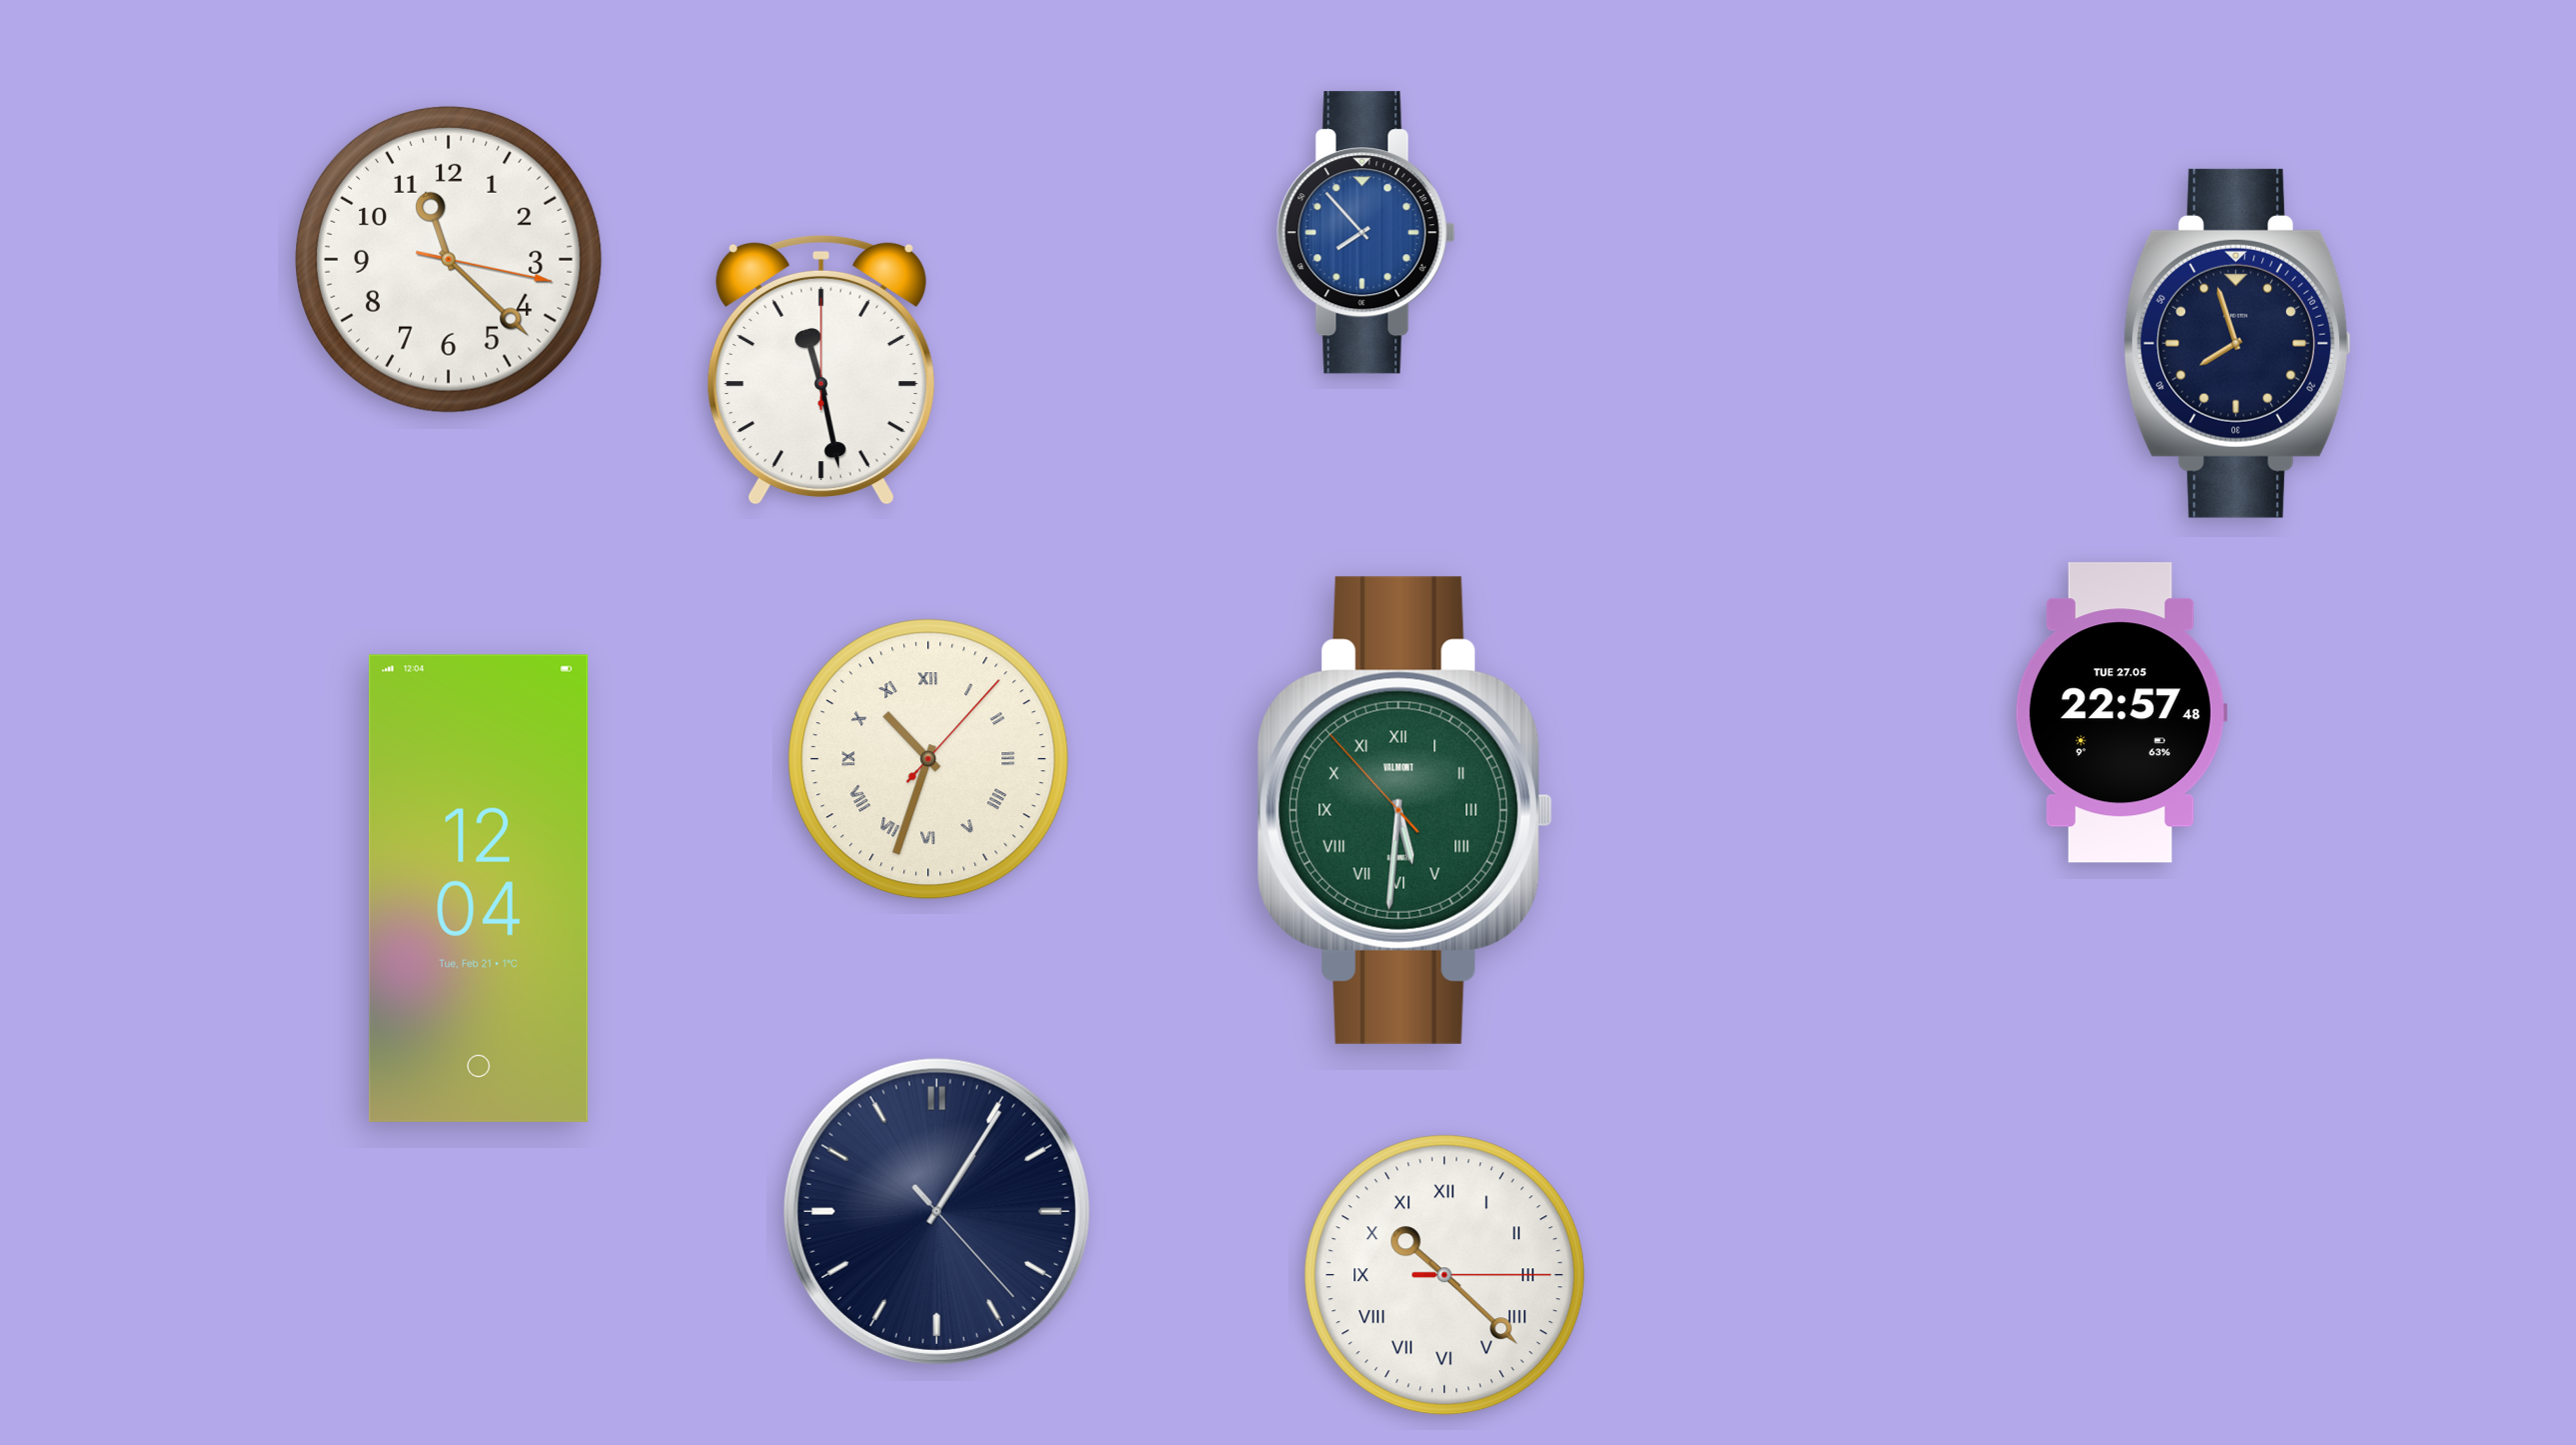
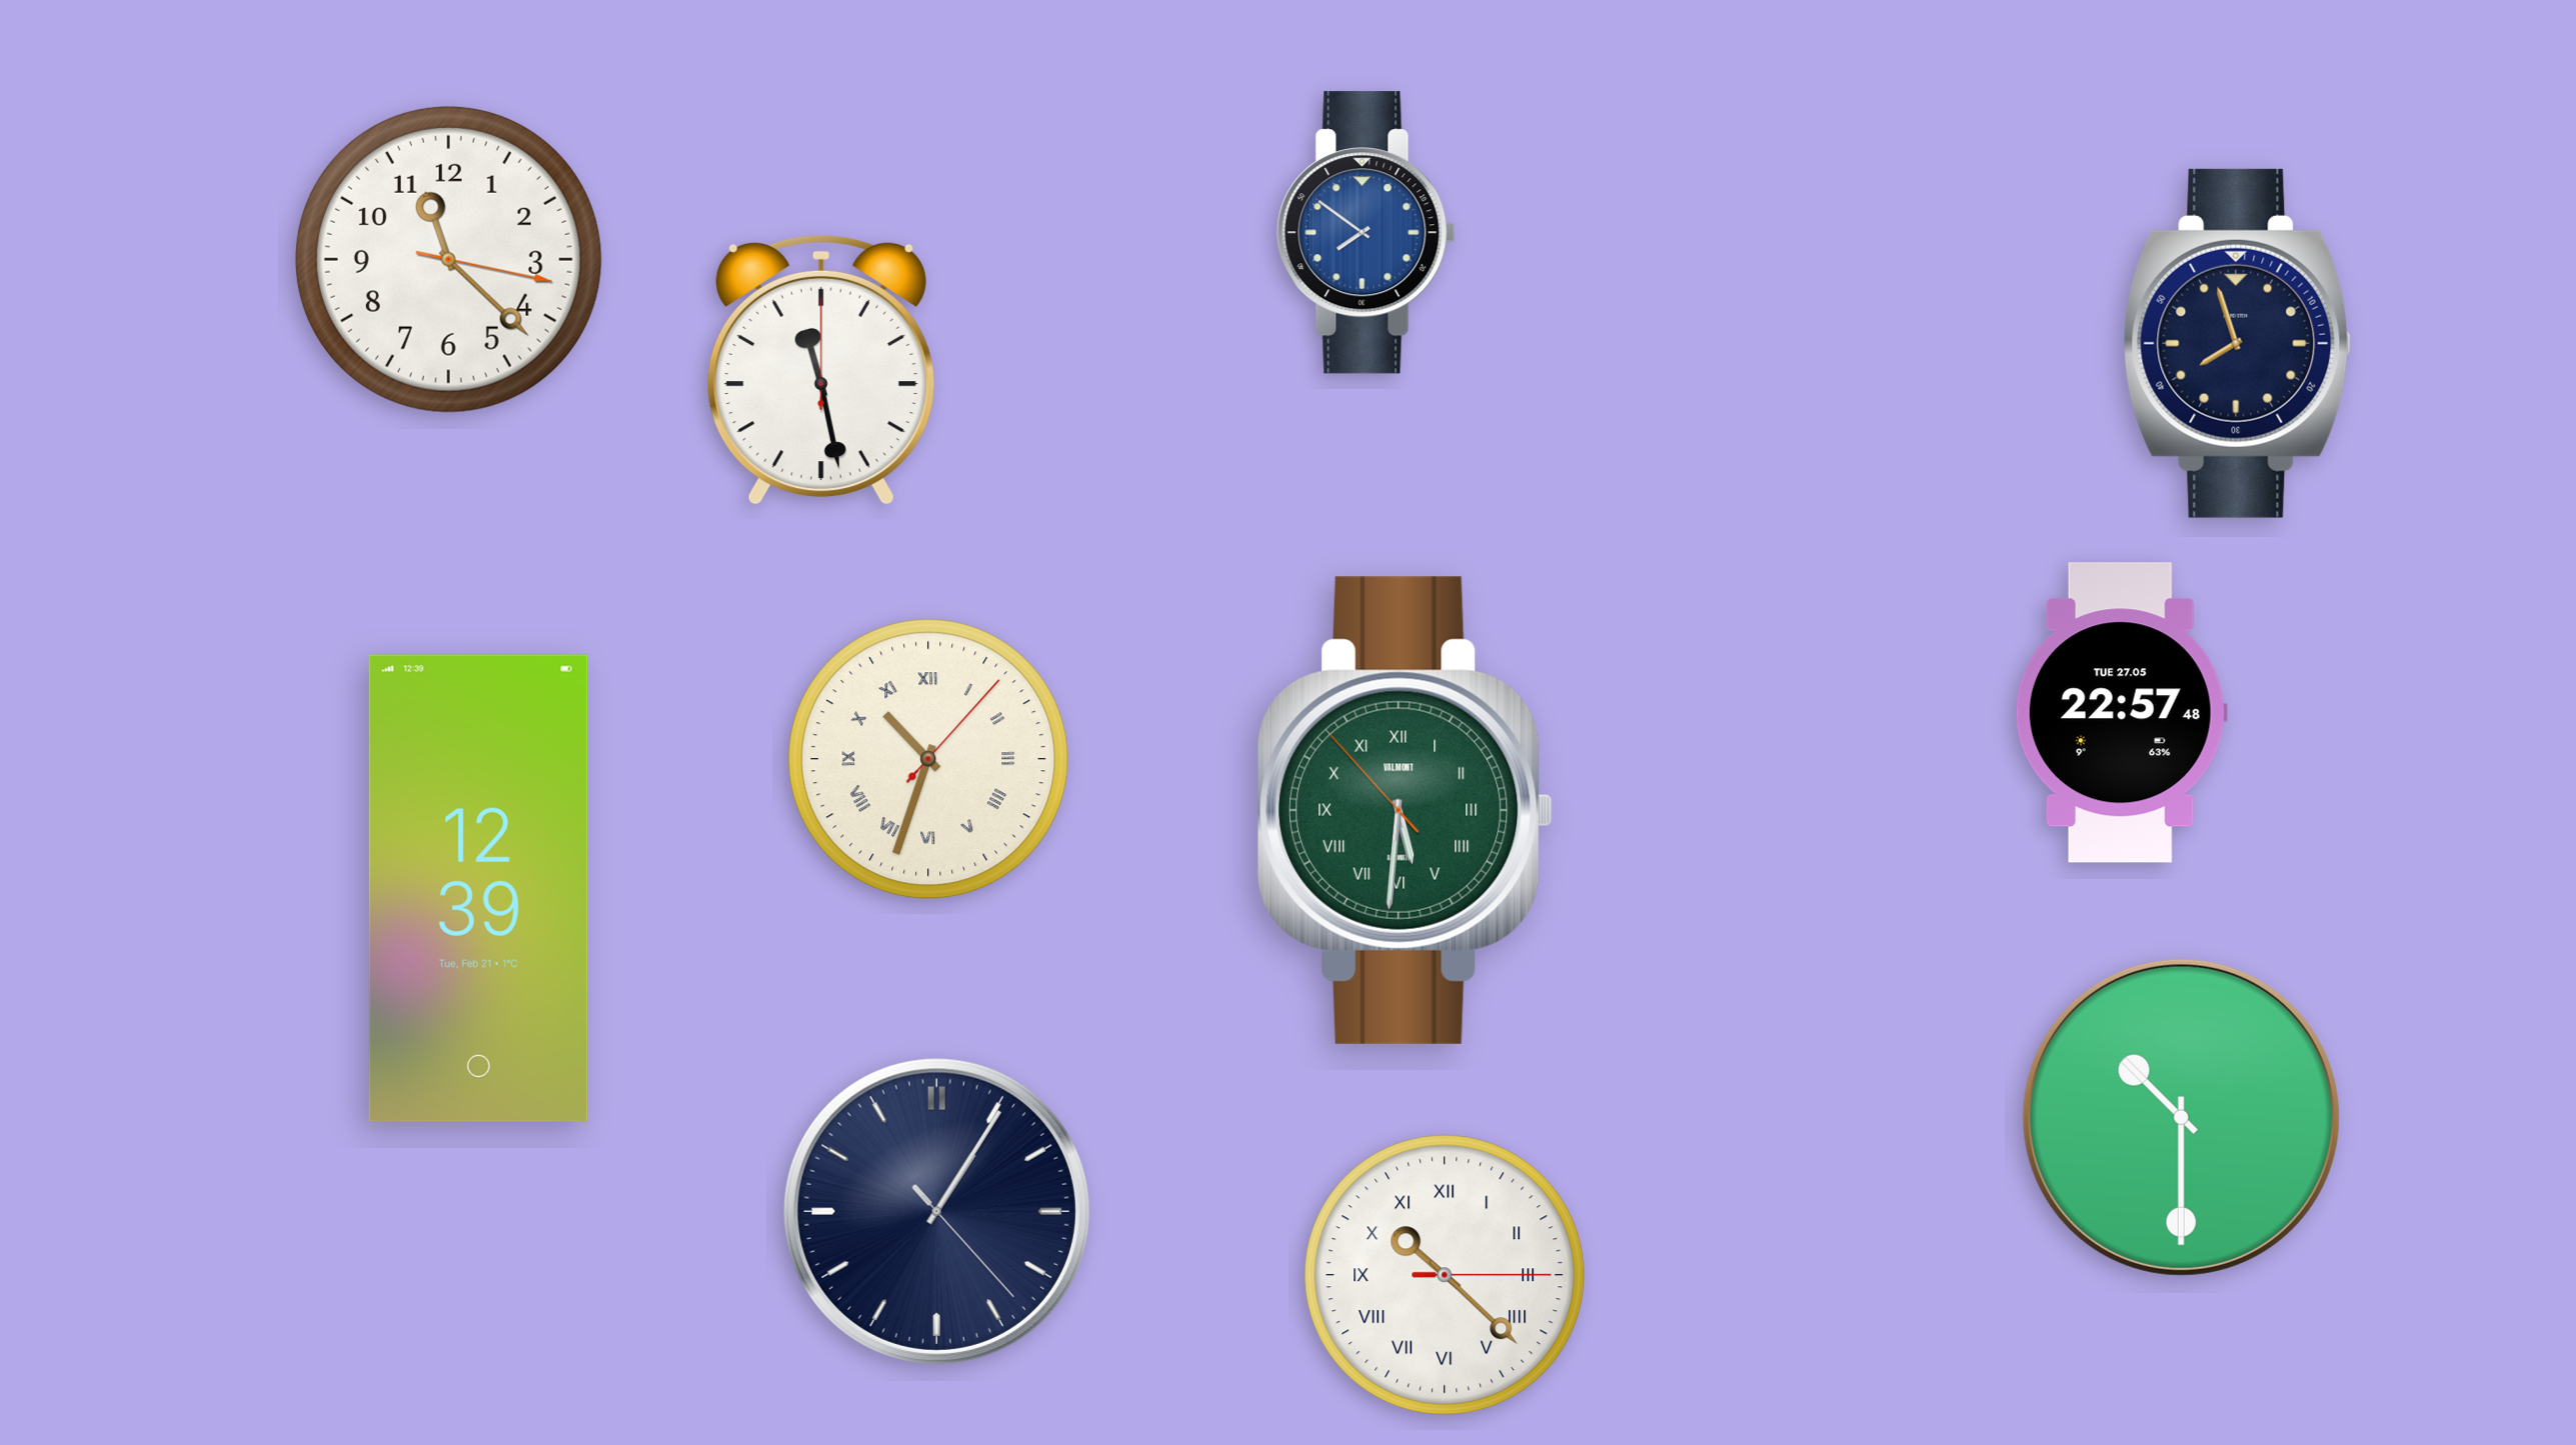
clock at (1367, 233): 7:53 -> 7:51
clock at (478, 888): 12:04 -> 12:39
clock at (2181, 1117): none -> 10:30
